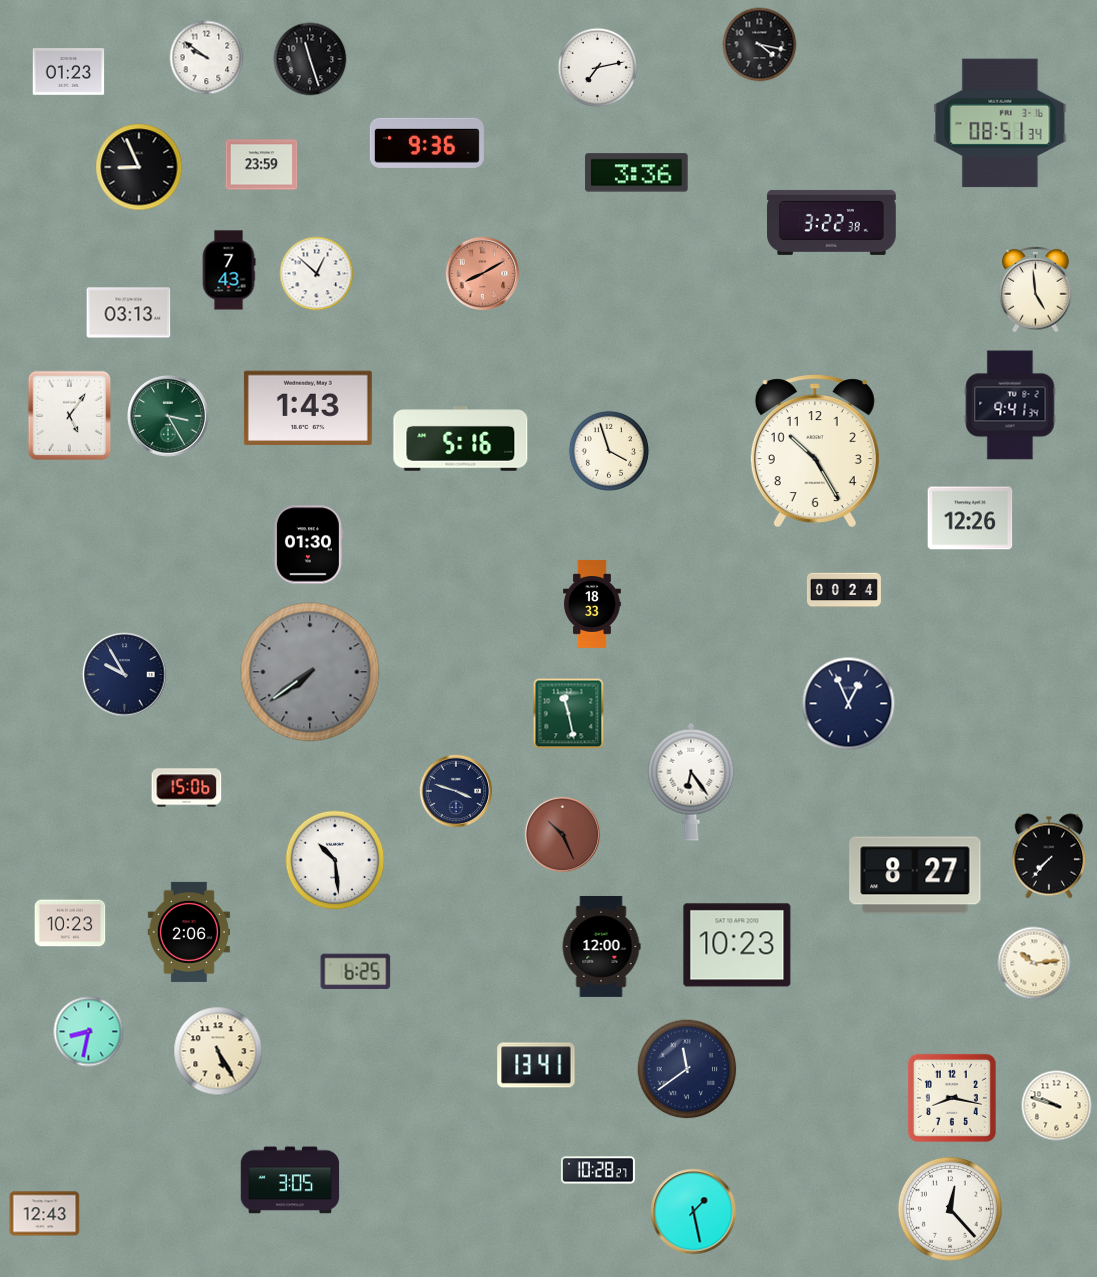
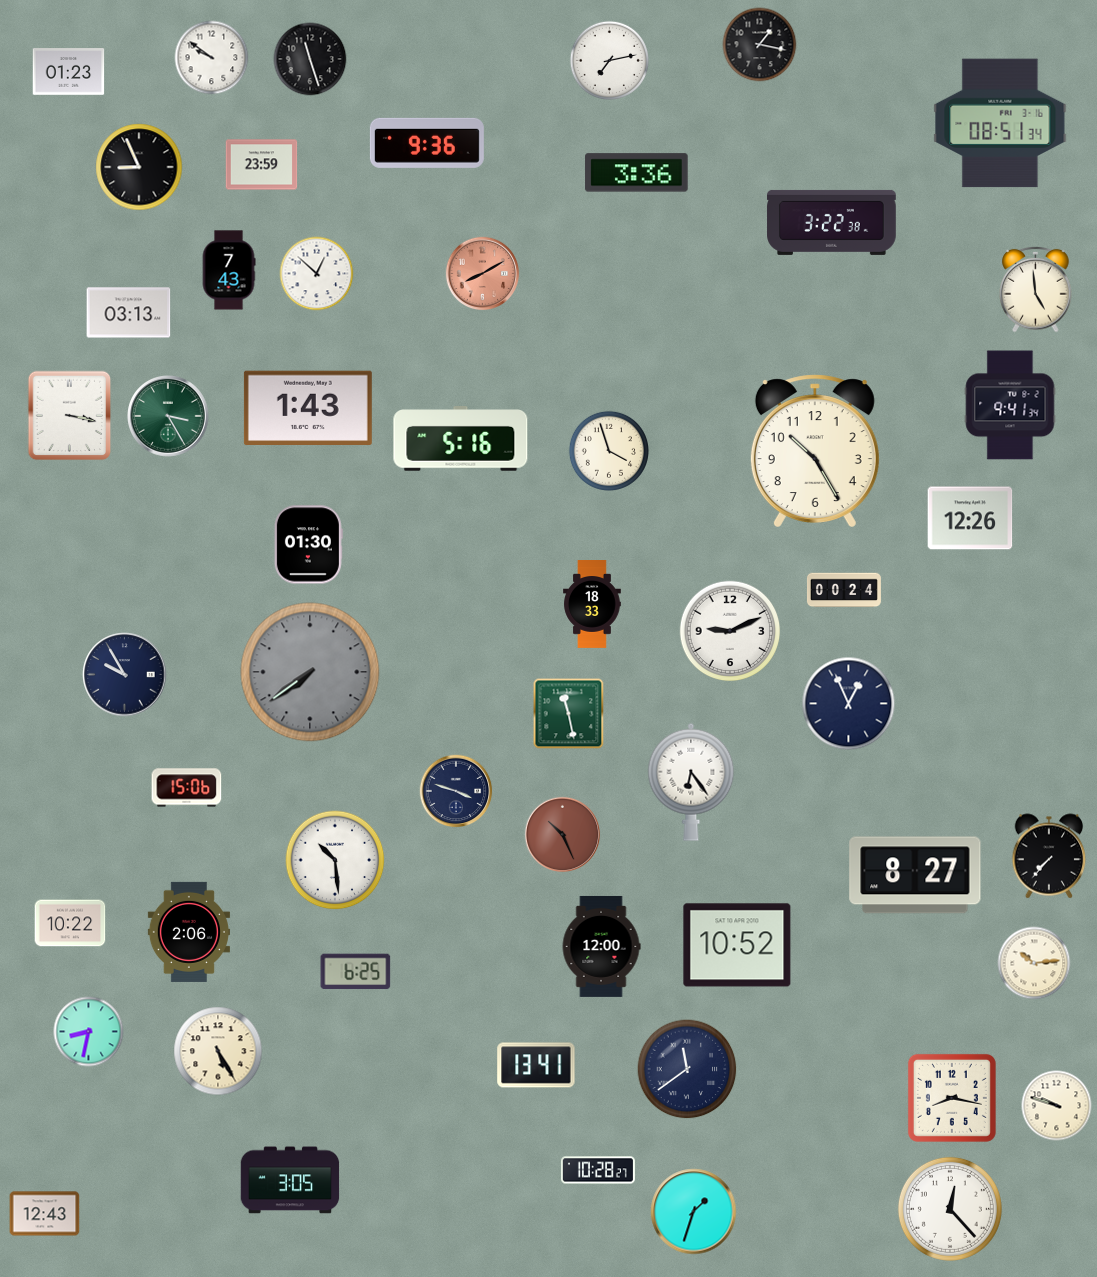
clock at (760, 45): 4:17 -> 1:17
clock at (207, 58) position: (207, 58) -> (212, 58)
clock at (597, 67) position: (597, 67) -> (609, 60)
clock at (70, 416): 5:06 -> 3:17
clock at (730, 631): none -> 9:11
clock at (70, 923): 10:23 -> 10:22
clock at (737, 945): 10:23 -> 10:52
clock at (694, 1212): 1:28 -> 1:33
